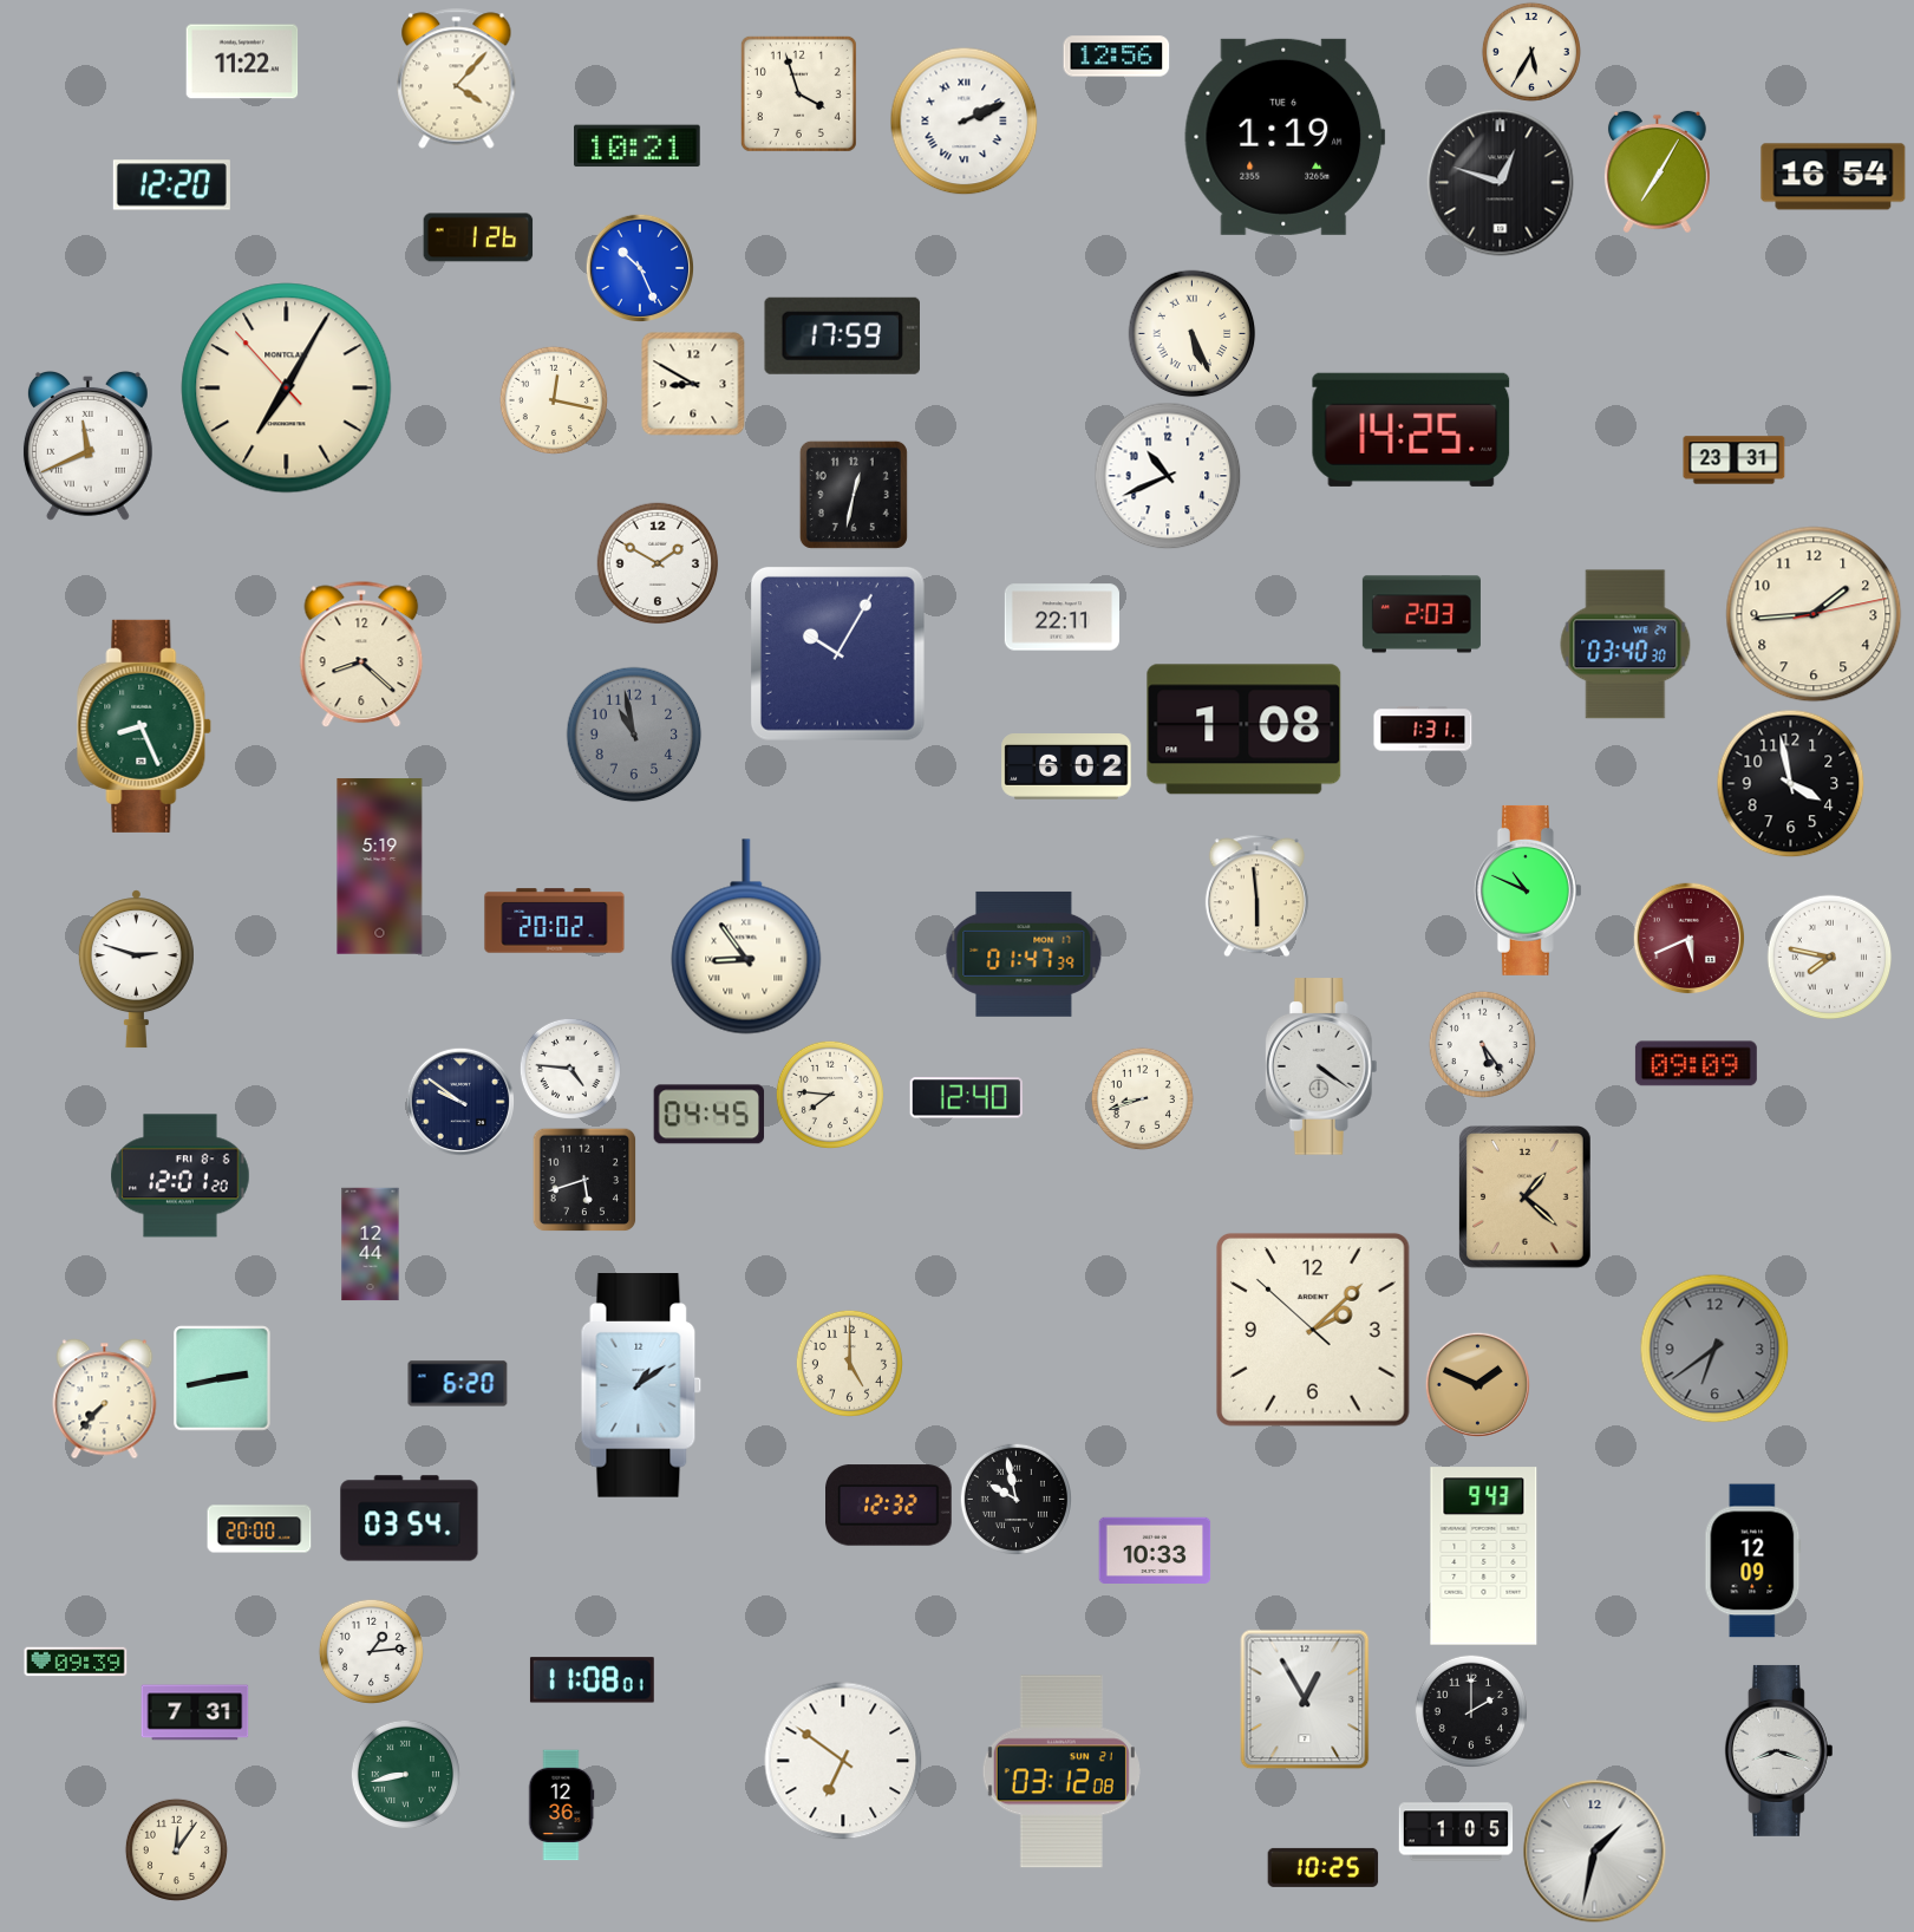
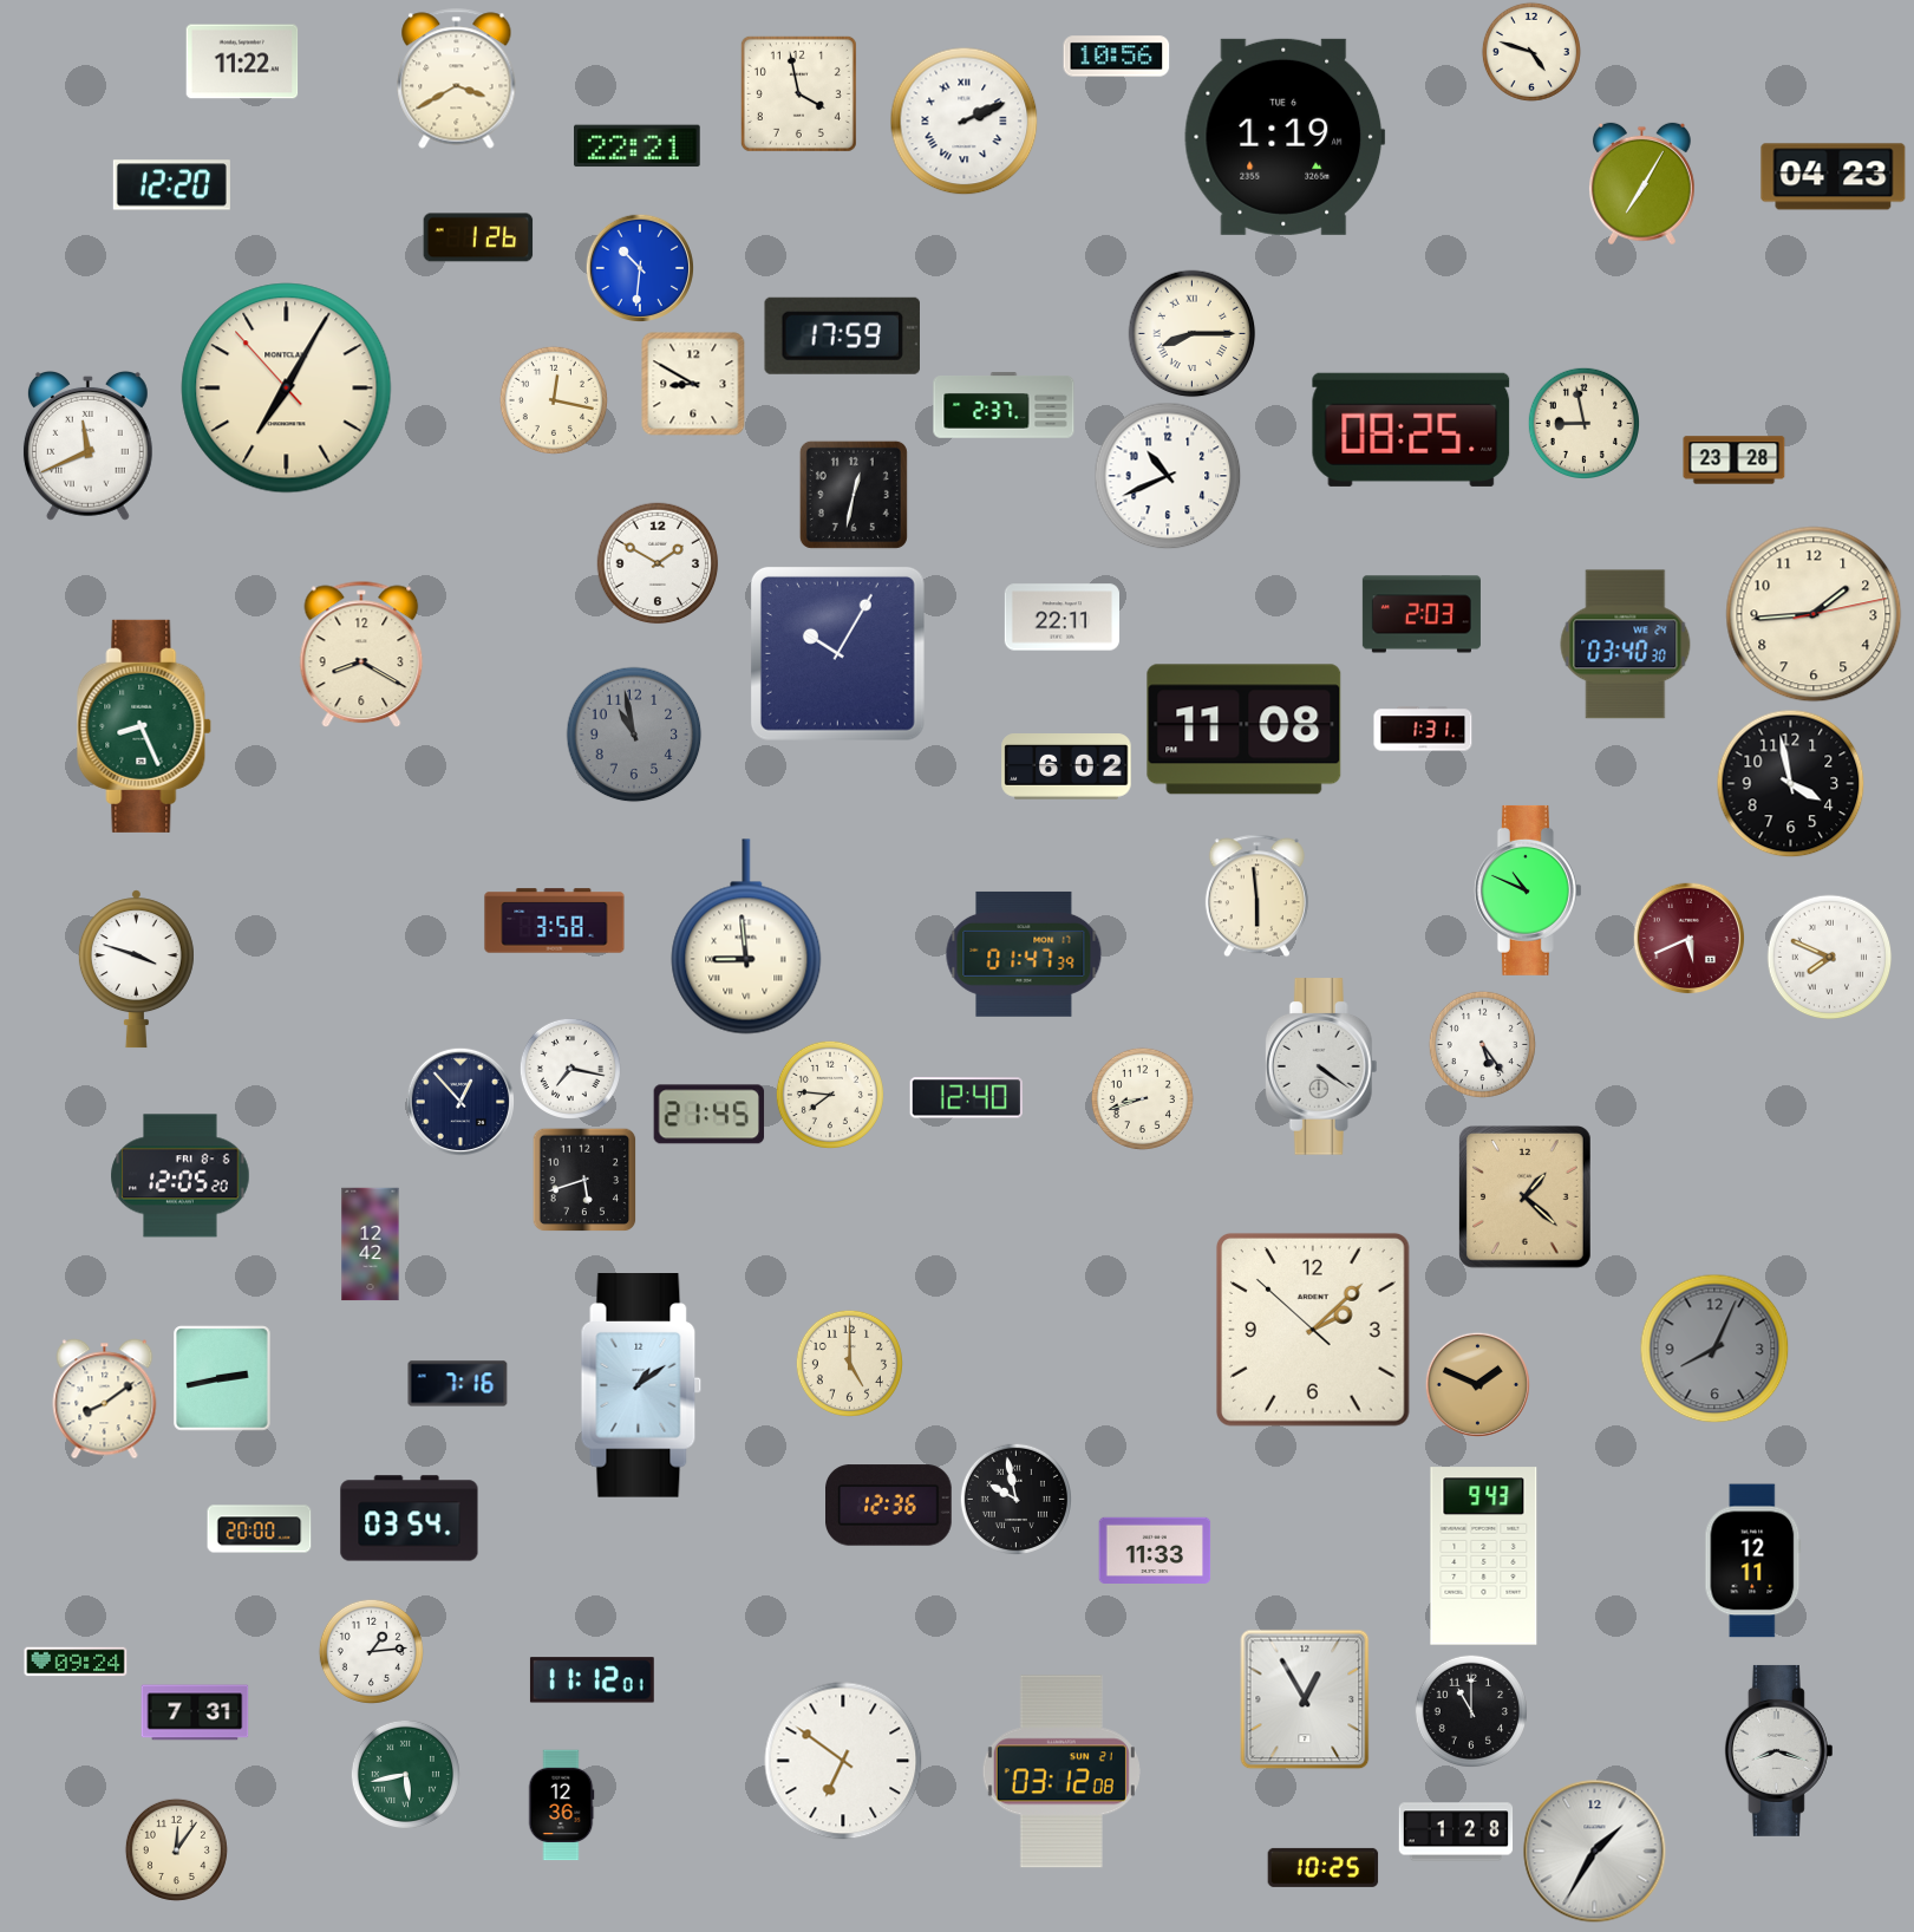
clock at (1531, 52): 5:35 -> 4:48
clock at (1117, 57): 12:56 -> 10:56
clock at (457, 79): 4:07 -> 3:40
clock at (798, 93): 3:57 -> 3:58
clock at (638, 146): 10:21 -> 22:21
clock at (1657, 172) position: (1657, 172) -> (1641, 184)
clock at (1834, 177): 16:54 -> 04:23
clock at (1501, 183): 12:48 -> none
clock at (639, 267): 10:26 -> 10:31
clock at (1193, 334): 5:26 -> 8:15
clock at (1004, 405): none -> 2:37
clock at (1583, 423): none -> 8:58
clock at (1411, 430): 14:25 -> 08:25
clock at (1735, 461): 23:31 -> 23:28
clock at (361, 654): 8:22 -> 8:20
clock at (1245, 730): 1:08 -> 11:08
clock at (380, 867): 5:19 -> none
clock at (555, 921): 20:02 -> 3:58
clock at (746, 936): 8:54 -> 8:59
clock at (1830, 958): 7:47 -> 7:49
clock at (136, 970): 2:48 -> 3:48
clock at (1696, 1064): 09:09 -> none
clock at (570, 1069): 4:46 -> 7:17
clock at (459, 1101): 9:51 -> 12:53
clock at (710, 1115): 04:45 -> 21:45
clock at (181, 1176): 12:01 -> 12:05
clock at (371, 1245): 12:44 -> 12:42
clock at (1714, 1349): 6:39 -> 8:04
clock at (458, 1384): 6:20 -> 7:16
clock at (105, 1399): 7:37 -> 8:09
clock at (889, 1506): 12:32 -> 12:36
clock at (1155, 1549): 10:33 -> 11:33
clock at (1753, 1561): 12:09 -> 12:11
clock at (76, 1662): 09:39 -> 09:24
clock at (592, 1680): 11:08 -> 11:12
clock at (1470, 1710): 2:00 -> 11:00
clock at (405, 1774): 8:43 -> 5:43
clock at (1456, 1832): 1:05 -> 1:28
clock at (1595, 1852): 1:32 -> 1:35
